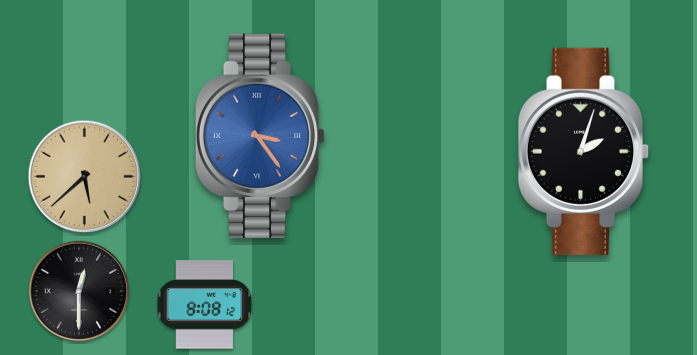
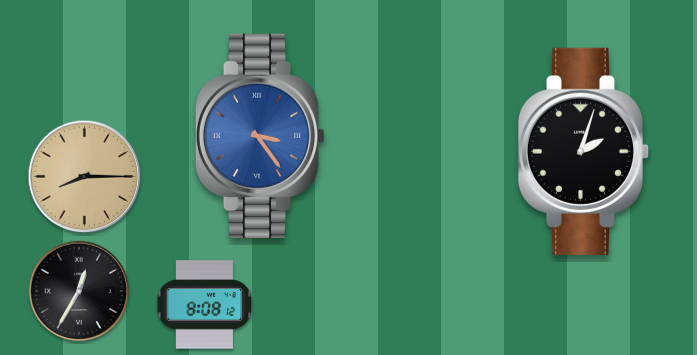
clock at (85, 177): 5:38 -> 8:15
clock at (79, 291): 12:30 -> 12:35
